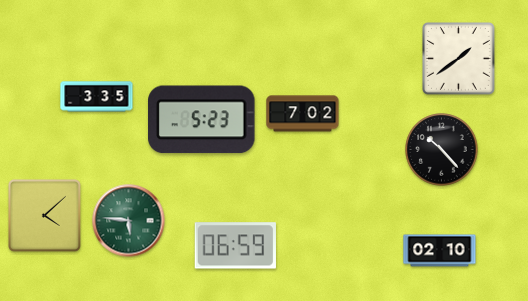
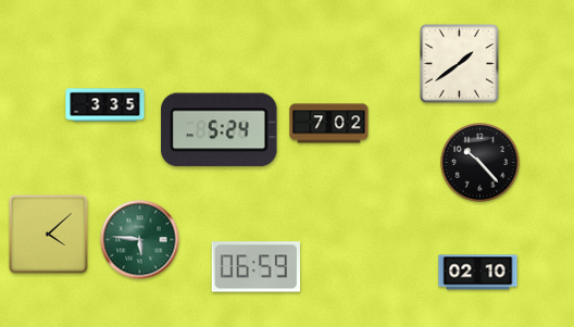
clock at (459, 59) position: (459, 59) -> (460, 64)
clock at (202, 120): 5:23 -> 5:24
